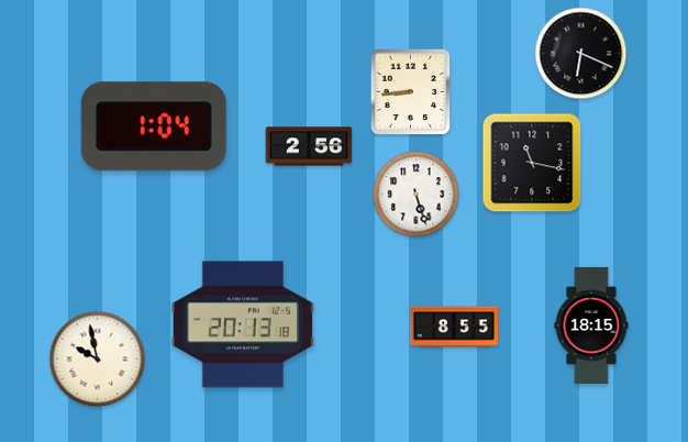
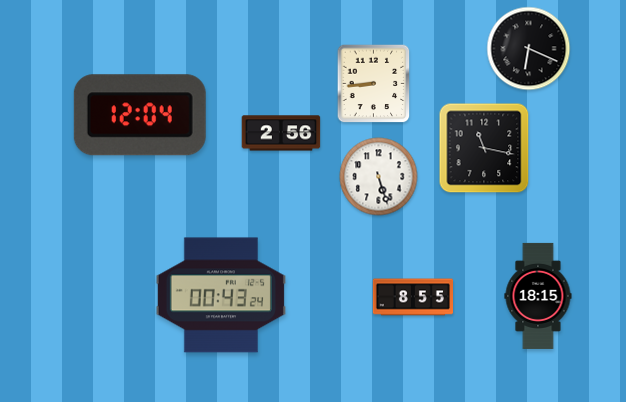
clock at (154, 126): 1:04 -> 12:04
clock at (243, 324): 20:13 -> 00:43
clock at (98, 360): 9:58 -> none
